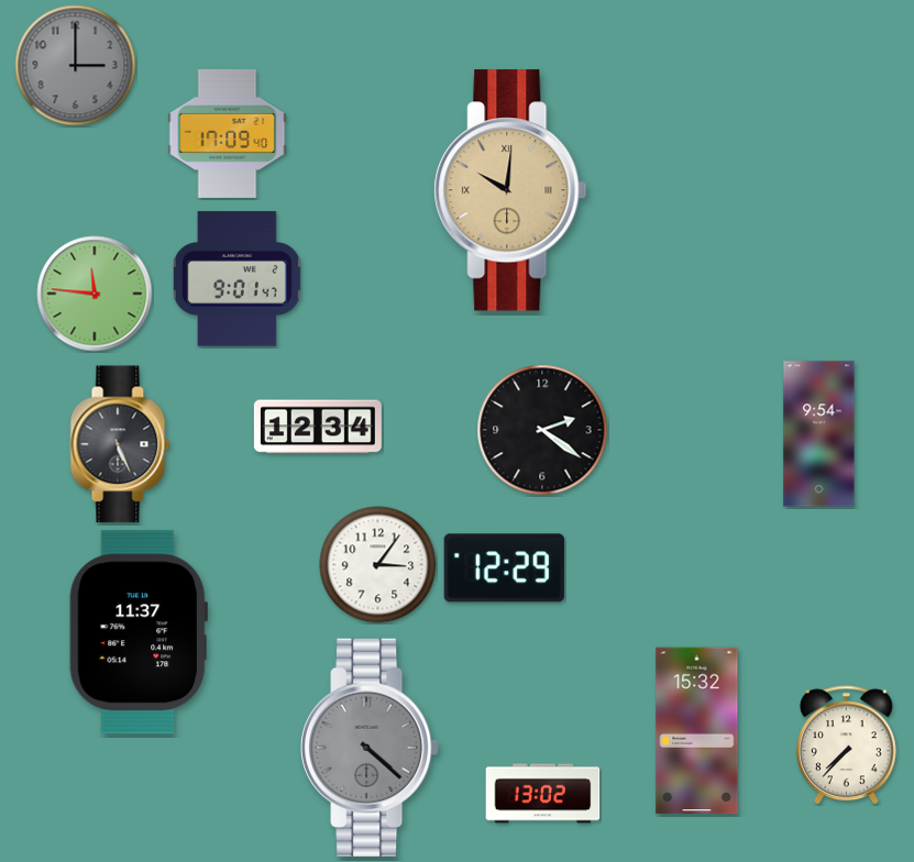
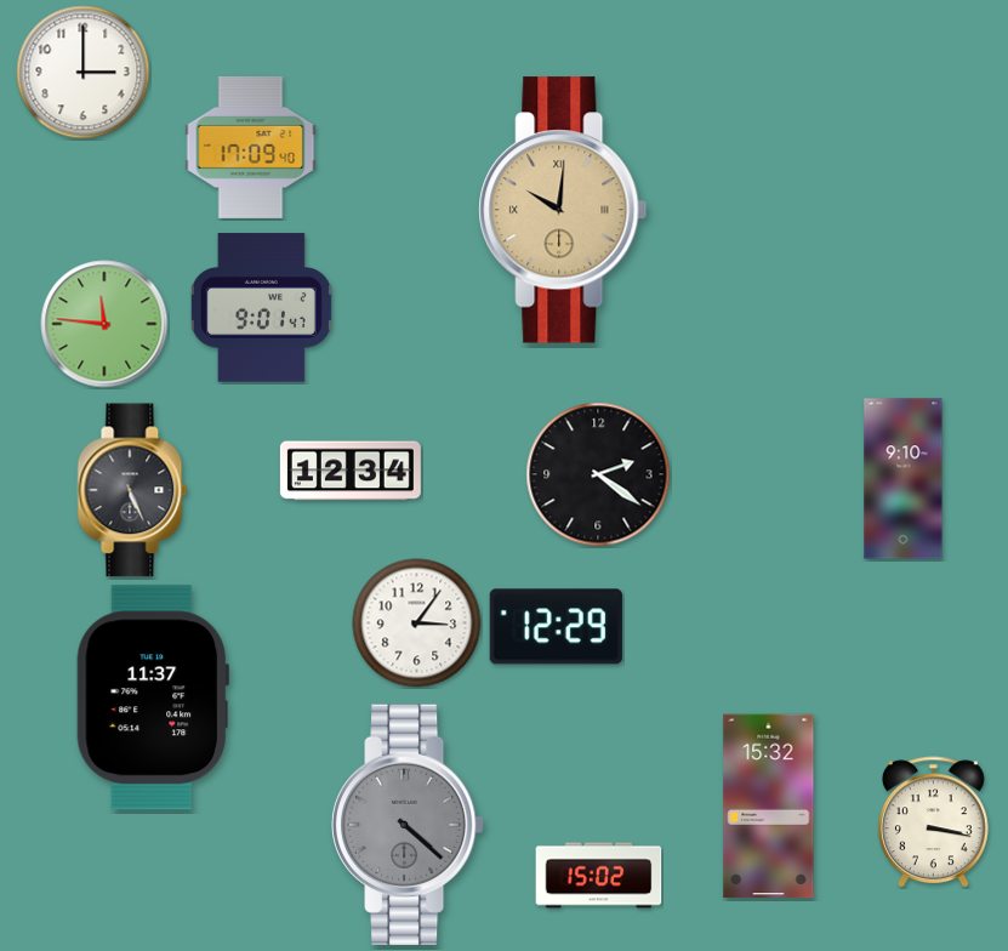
clock at (76, 66) dial: grey -> white
clock at (819, 434): 9:54 -> 9:10
clock at (847, 745): 7:37 -> 3:17
clock at (543, 794): 13:02 -> 15:02
